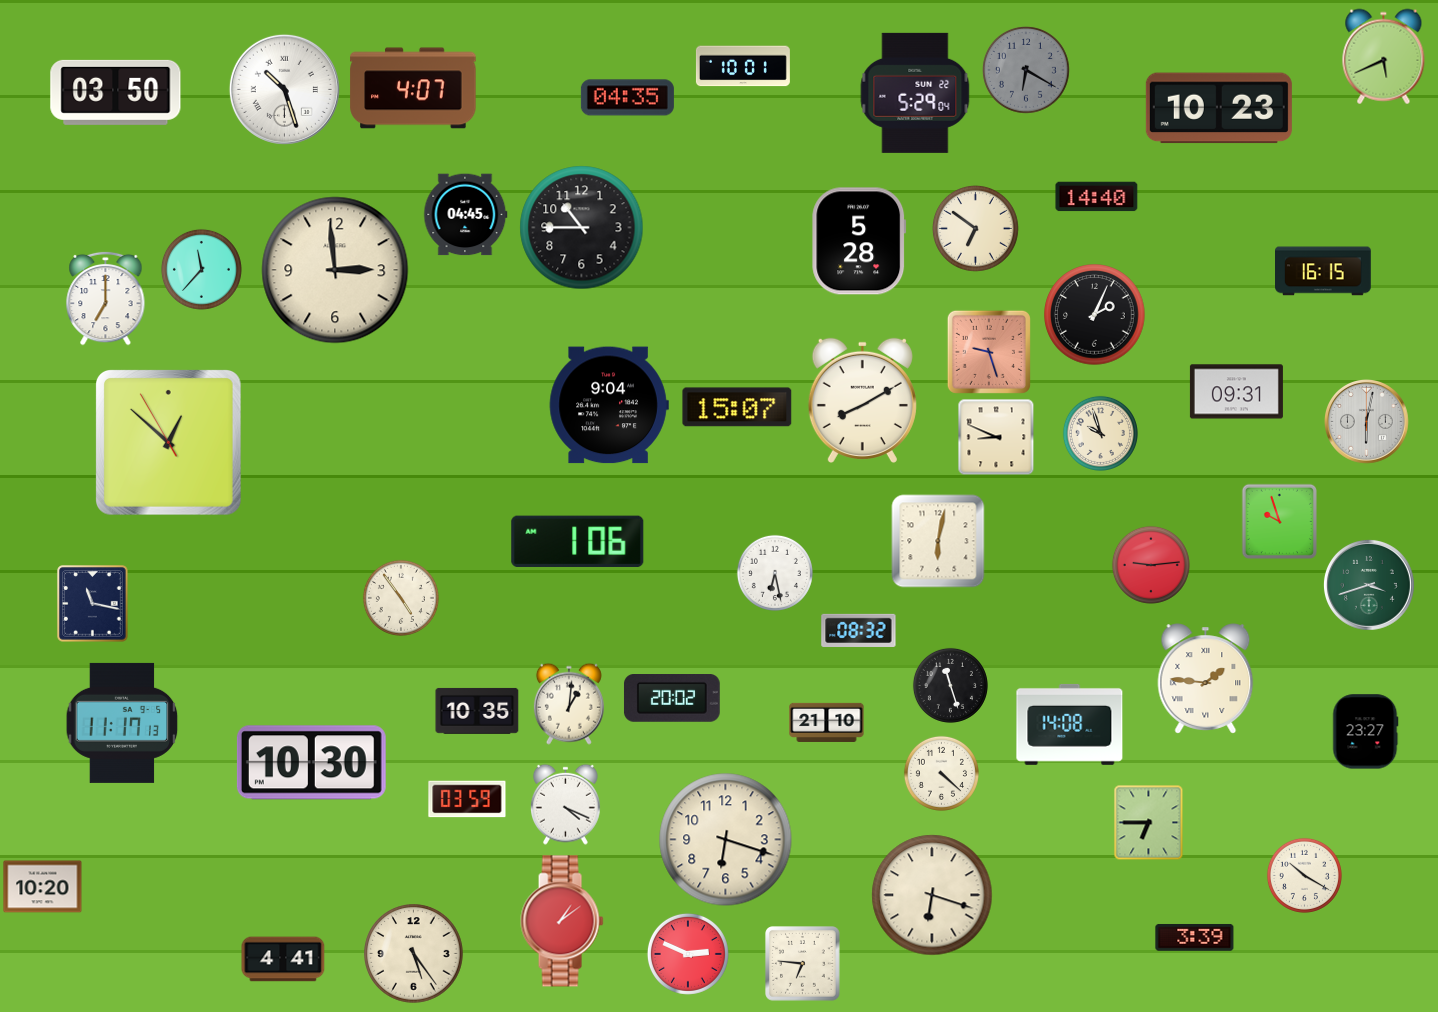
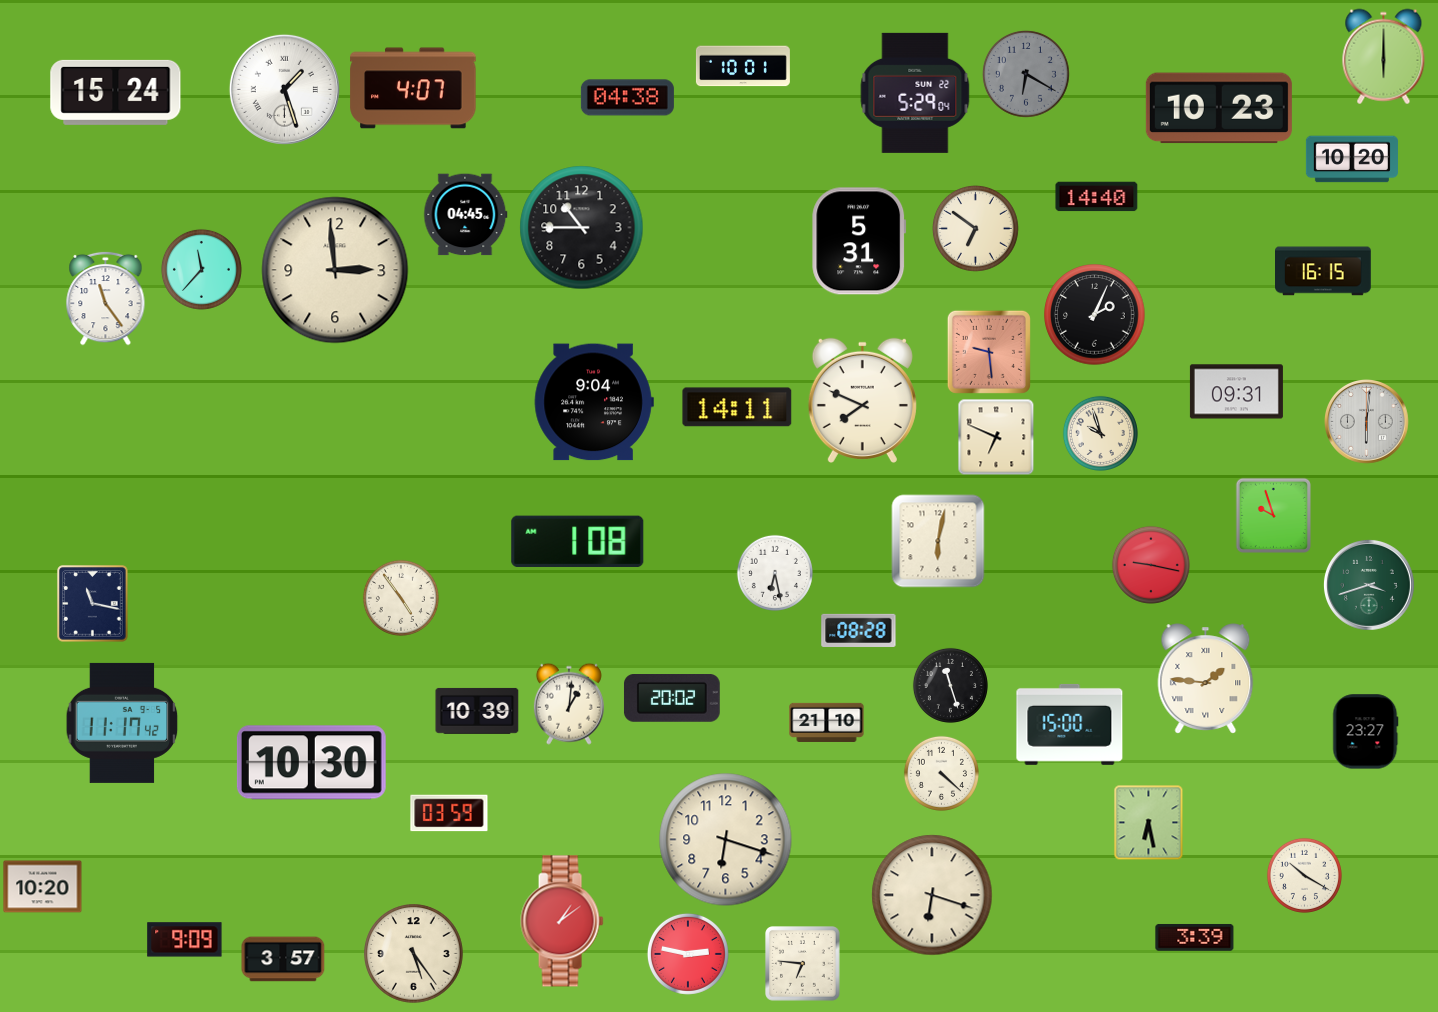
clock at (1384, 57): 5:41 -> 6:00
clock at (1026, 70) position: (1026, 70) -> (1026, 74)
clock at (284, 89): 10:27 -> 1:27
clock at (116, 92): 03:50 -> 15:24
clock at (627, 98): 04:35 -> 04:38
clock at (1352, 159): none -> 10:20
clock at (859, 241): 5:28 -> 5:31
clock at (106, 298): 7:00 -> 11:24
clock at (989, 352): 9:27 -> 9:29
clock at (862, 400): 8:10 -> 7:49
clock at (609, 405) position: (609, 405) -> (594, 402)
clock at (737, 407): 15:07 -> 14:11
clock at (1367, 422): 6:02 -> 6:01
clock at (996, 437): 8:49 -> 6:49
clock at (169, 443): 12:51 -> none
clock at (1279, 521) position: (1279, 521) -> (1273, 515)
clock at (578, 541): 1:06 -> 1:08
clock at (1151, 565): 9:14 -> 9:17
clock at (859, 630): 08:32 -> 08:28
clock at (477, 711): 10:35 -> 10:39
clock at (122, 723): 11:17:13 -> 11:17:42
clock at (1070, 724): 14:08 -> 15:00
clock at (467, 799) position: (467, 799) -> (449, 813)
clock at (566, 804): 4:19 -> none
clock at (1149, 823): 6:45 -> 6:28
clock at (185, 940): none -> 9:09
clock at (688, 954): 2:49 -> 2:47
clock at (283, 959): 4:41 -> 3:57
